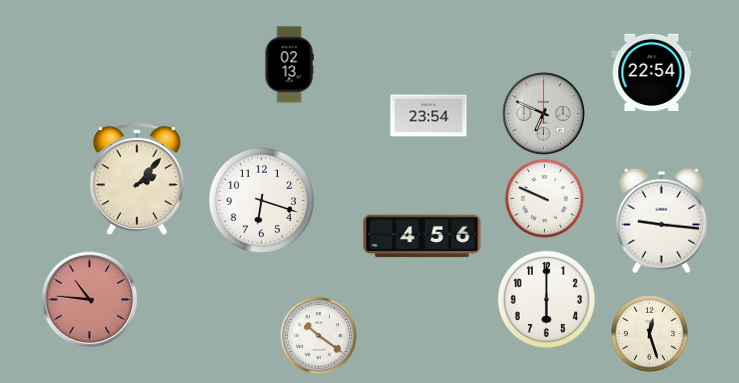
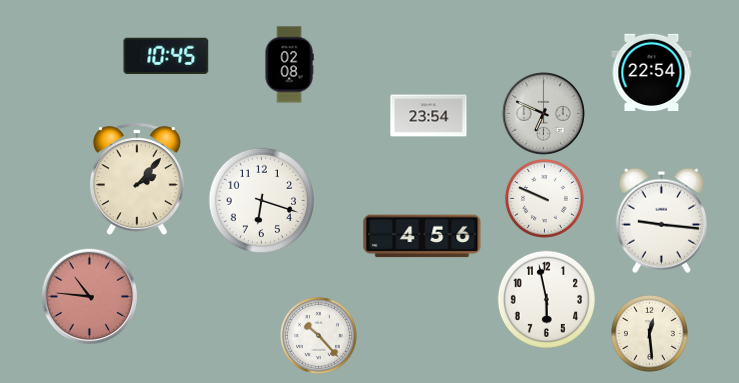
clock at (166, 56): none -> 10:45
clock at (289, 65): 02:13 -> 02:08
clock at (546, 299): 6:00 -> 5:58
clock at (90, 300) position: (90, 300) -> (90, 297)
clock at (649, 333): 12:27 -> 12:29
clock at (318, 335): 10:21 -> 10:23
